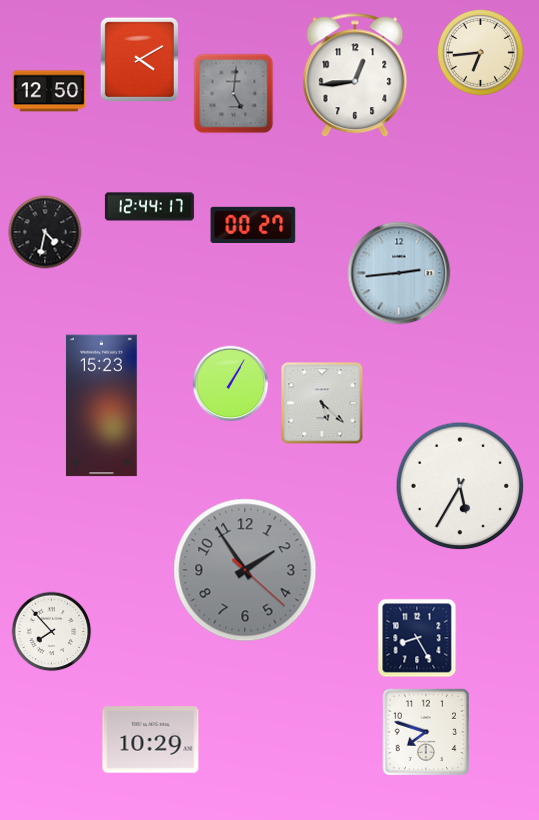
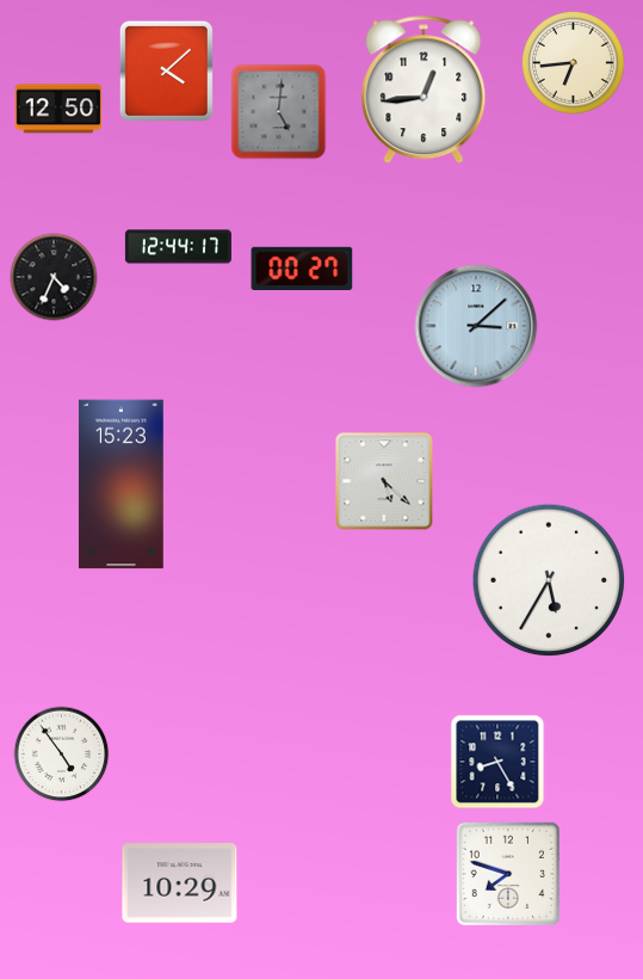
clock at (139, 59): 4:10 -> 4:08
clock at (45, 232): 4:32 -> 4:34
clock at (399, 273): 2:44 -> 3:08
clock at (231, 384): 1:05 -> none
clock at (245, 570): 1:54 -> none
clock at (52, 632): 7:53 -> 4:54
